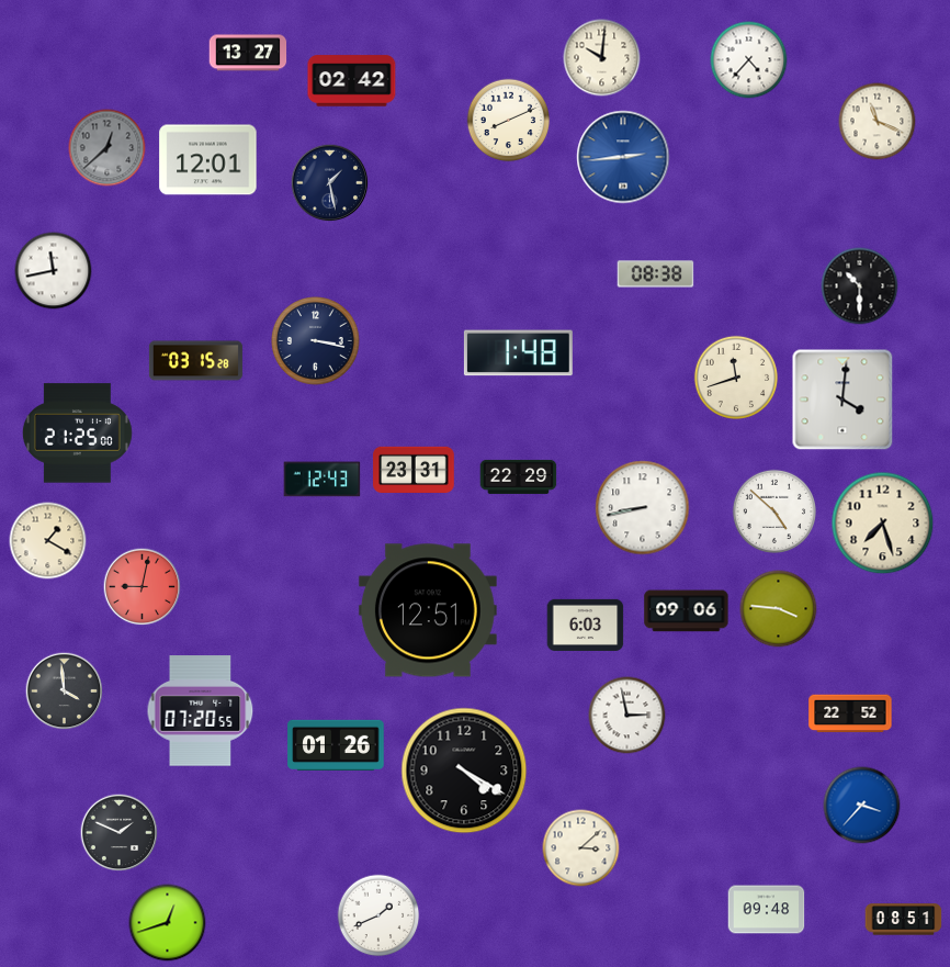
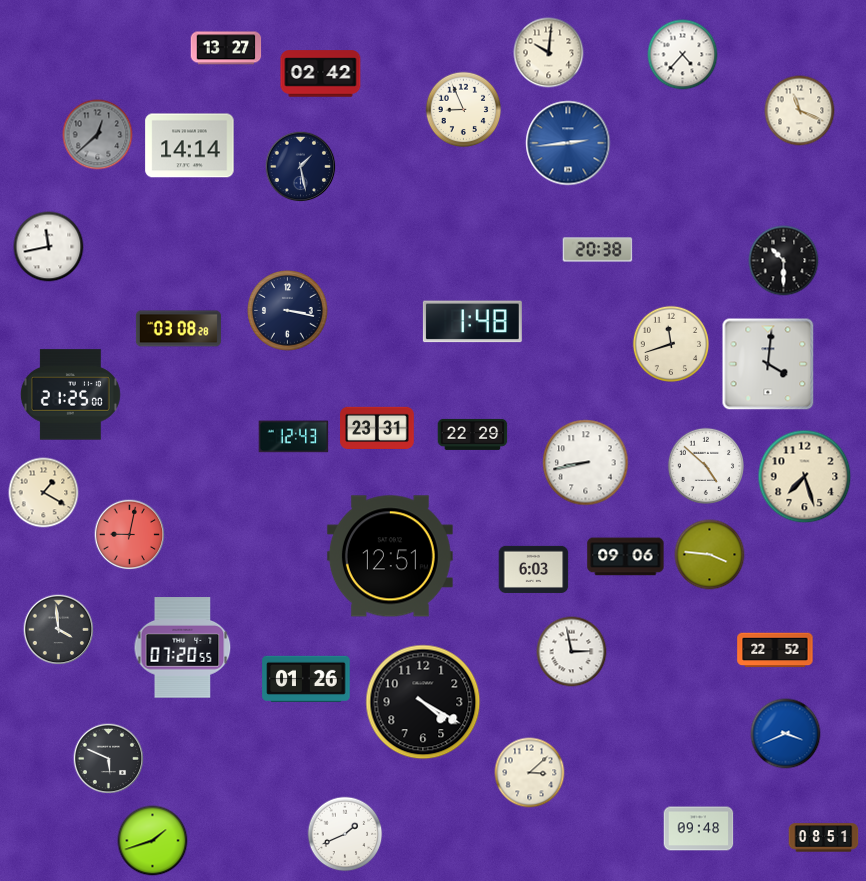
clock at (509, 121): 8:11 -> 8:56
clock at (208, 160): 12:01 -> 14:14
clock at (656, 274): 08:38 -> 20:38
clock at (195, 361): 03:15 -> 03:08
clock at (862, 806): 3:37 -> 3:41
clock at (120, 833): 1:49 -> 5:49
clock at (168, 923): 12:42 -> 1:42
